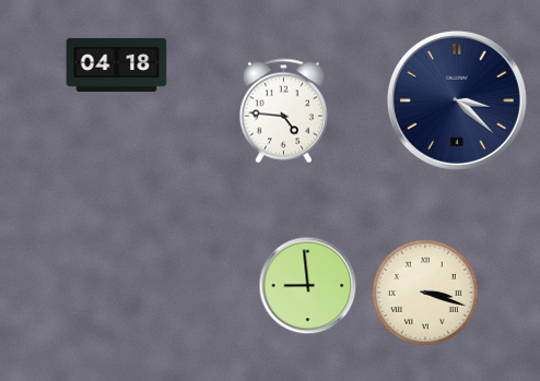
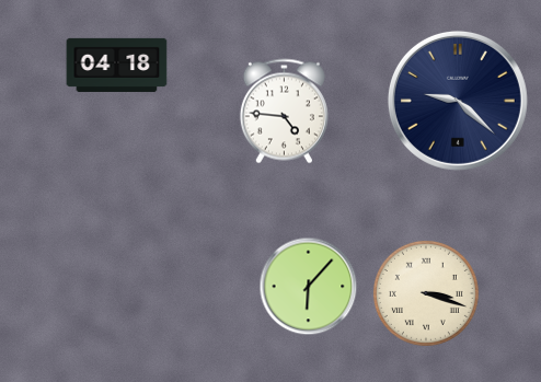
clock at (457, 100): 3:22 -> 9:22
clock at (308, 286): 8:59 -> 6:07
